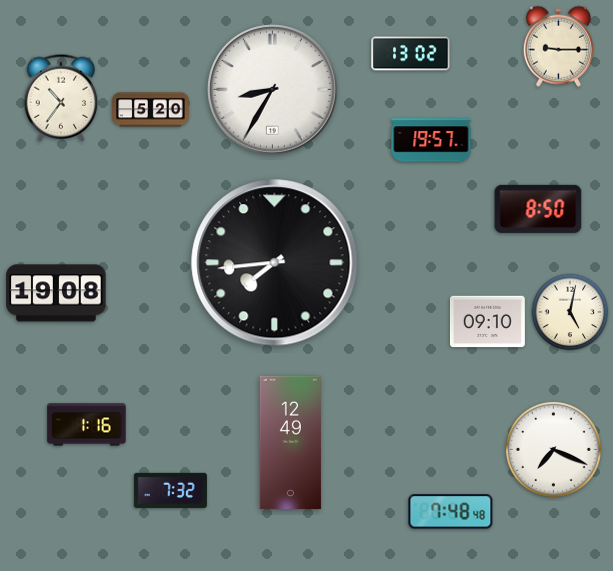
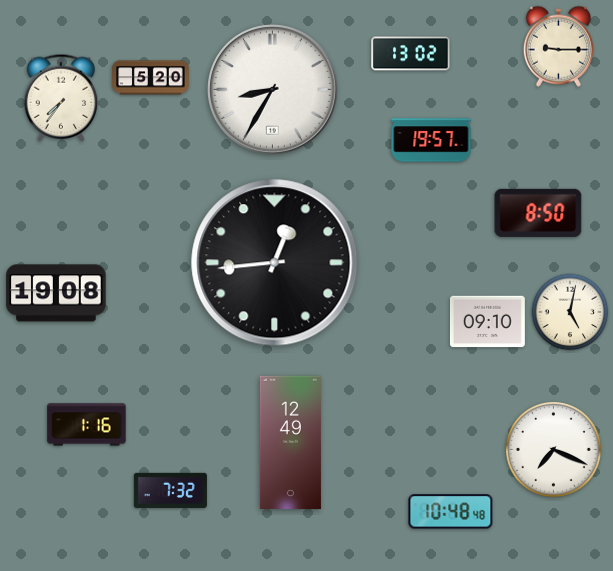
clock at (61, 98): 10:36 -> 7:36
clock at (151, 110) position: (151, 110) -> (151, 78)
clock at (538, 209) position: (538, 209) -> (538, 213)
clock at (275, 263): 7:44 -> 12:44
clock at (451, 512): 7:48 -> 10:48
